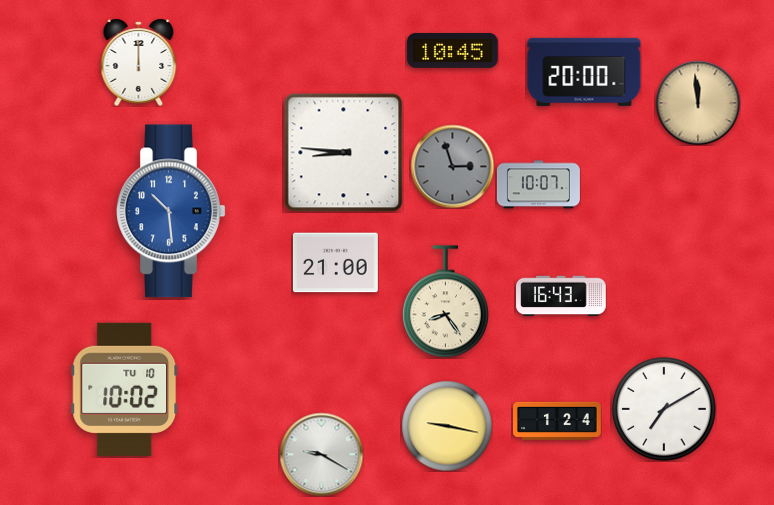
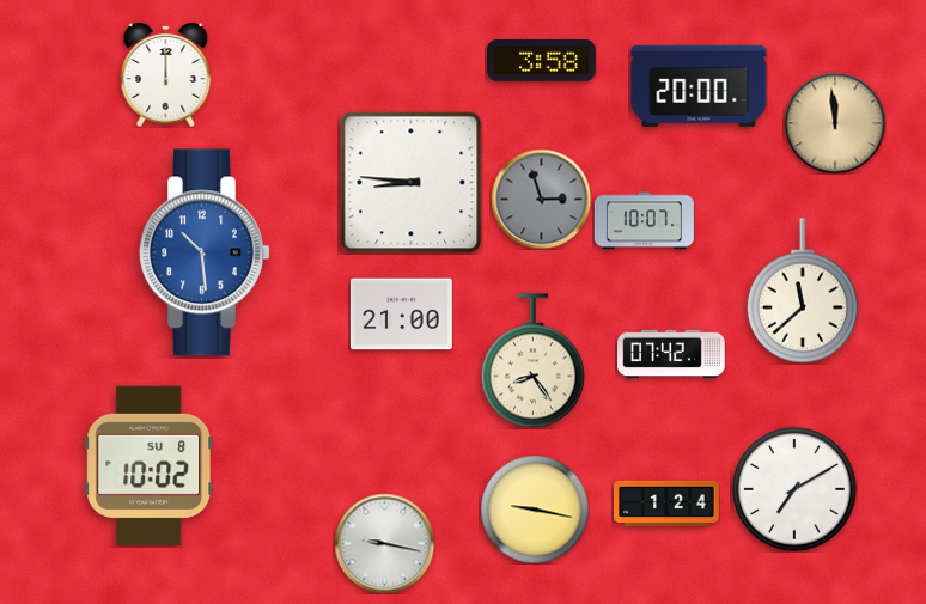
clock at (453, 50): 10:45 -> 3:58
clock at (803, 291): none -> 11:38
clock at (561, 296): 16:43 -> 07:42
clock at (125, 389) date: TU 10 -> SU 8
clock at (321, 454): 9:20 -> 9:17
